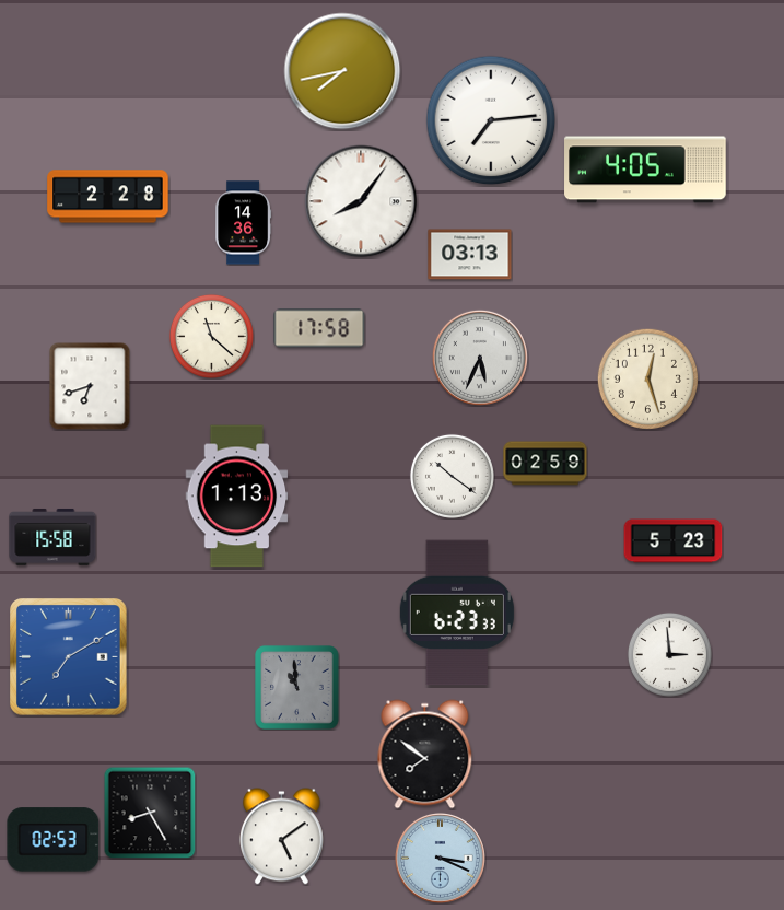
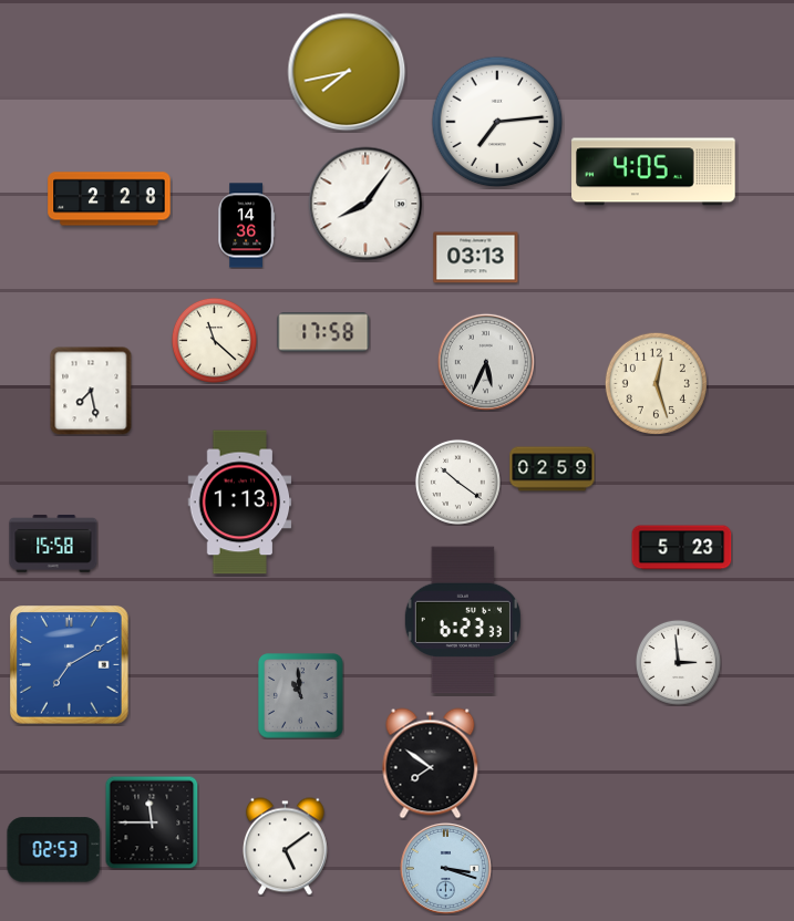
clock at (90, 386): 6:42 -> 7:28
clock at (150, 813): 8:25 -> 11:45
clock at (440, 857): 3:19 -> 3:18
